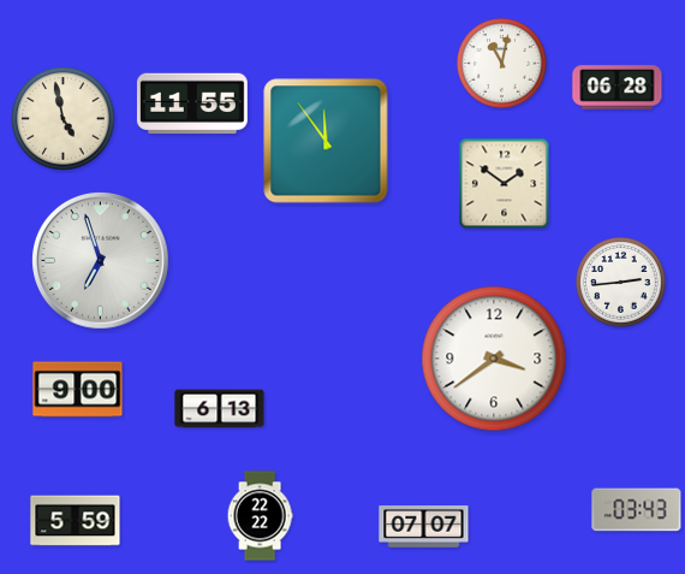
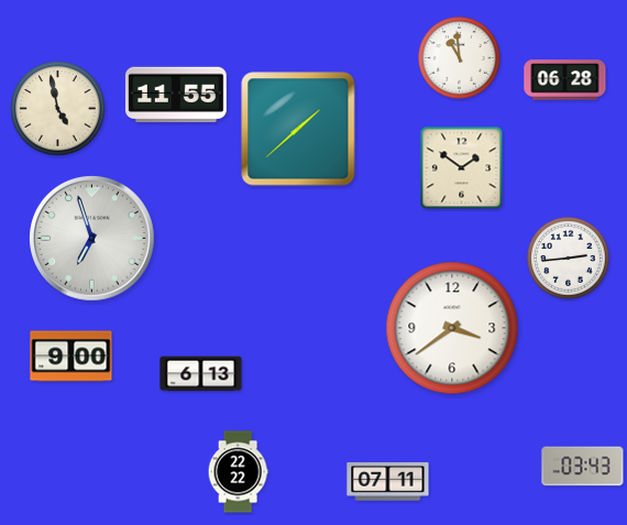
clock at (502, 64): 11:02 -> 10:59
clock at (326, 141): 11:54 -> 1:38
clock at (76, 521): 5:59 -> none
clock at (424, 527): 07:07 -> 07:11
